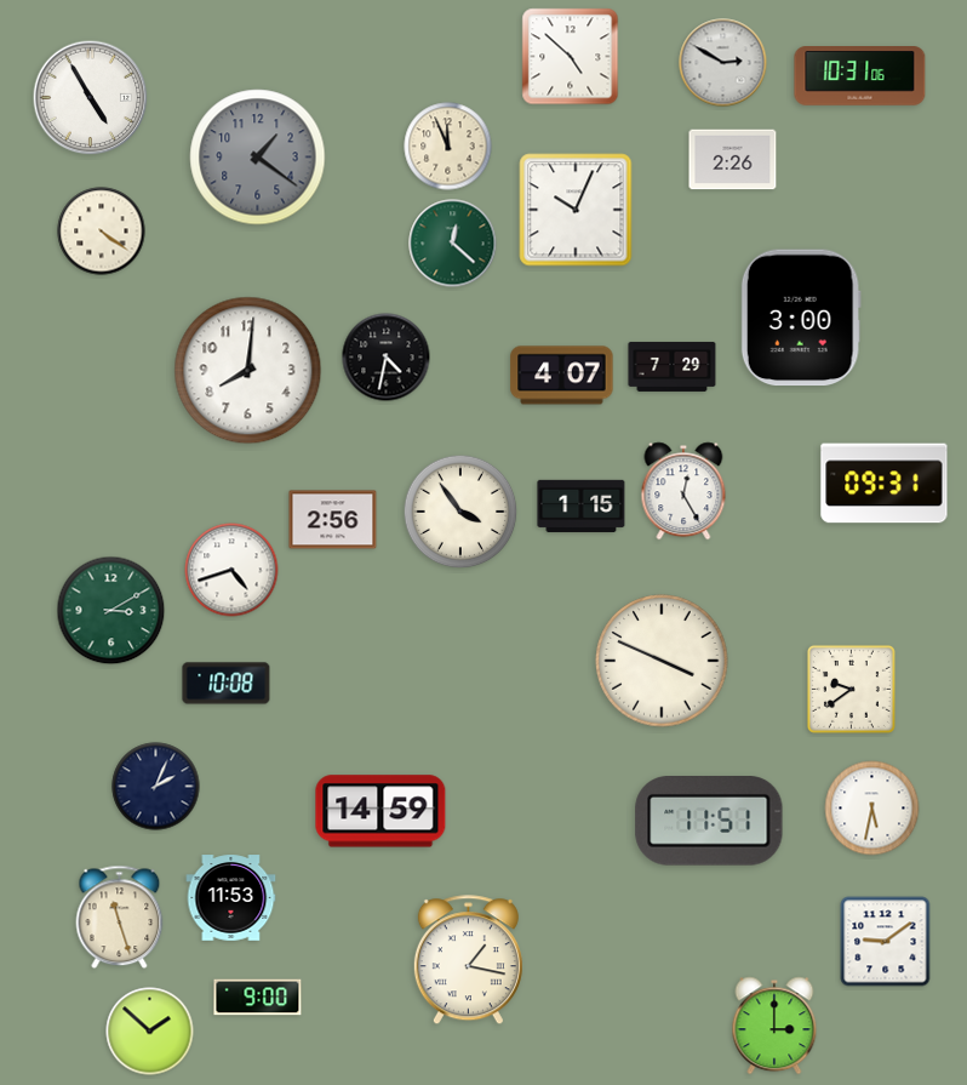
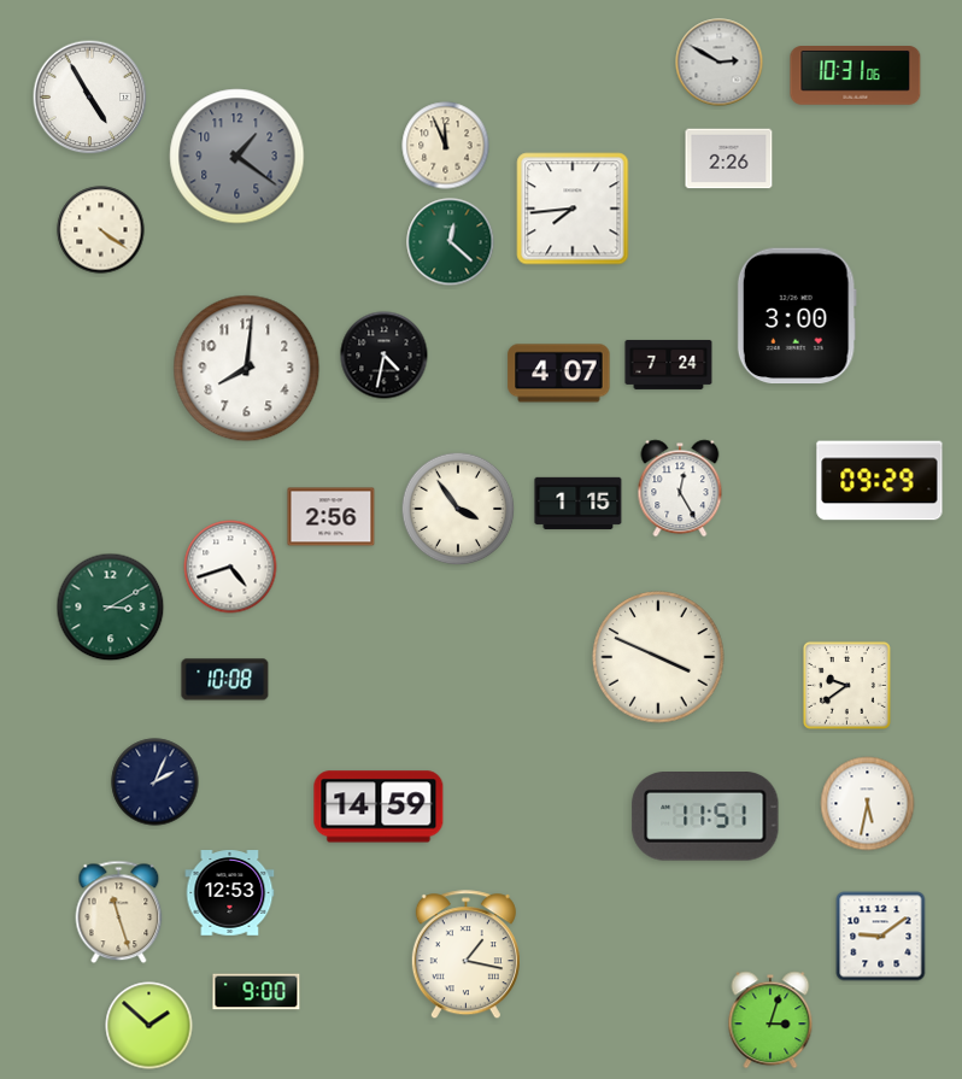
clock at (571, 57): 4:52 -> none
clock at (258, 158) position: (258, 158) -> (237, 157)
clock at (576, 210): 10:04 -> 7:44
clock at (673, 366): 7:29 -> 7:24
clock at (885, 484): 09:31 -> 09:29
clock at (231, 898): 11:53 -> 12:53
clock at (774, 1026): 3:00 -> 3:03
